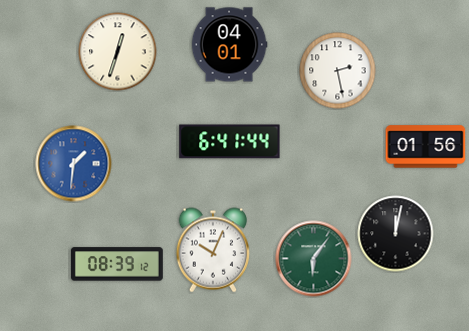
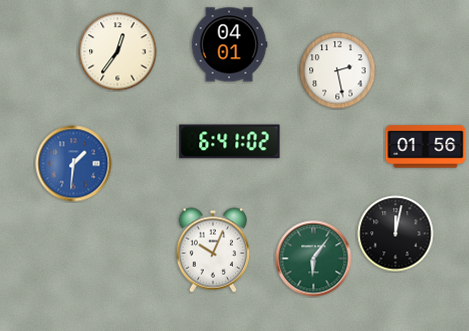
clock at (118, 52): 12:33 -> 12:36
clock at (230, 142): 6:41:44 -> 6:41:02
clock at (117, 264): 08:39 -> none
